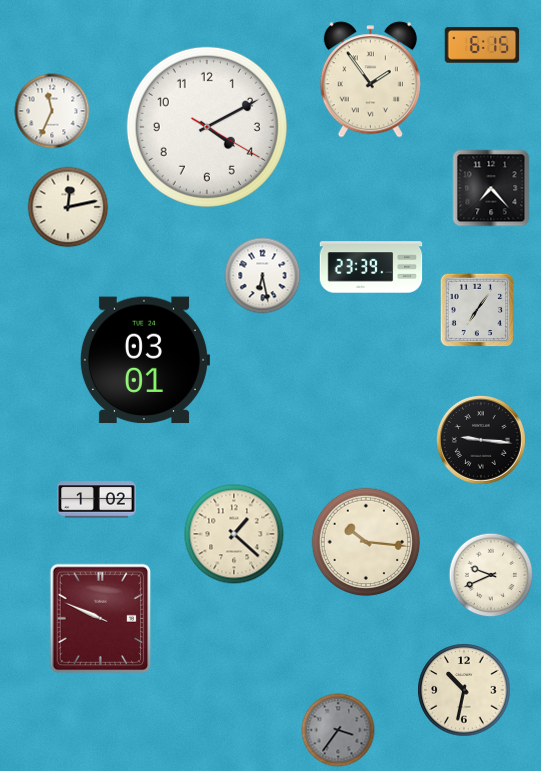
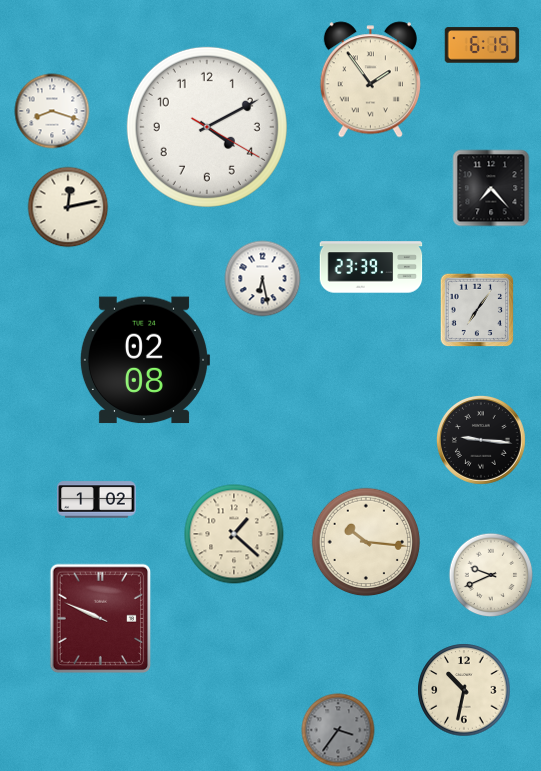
clock at (52, 111): 11:34 -> 8:18
clock at (263, 276) position: (263, 276) -> (263, 279)
clock at (144, 360): 03:01 -> 02:08
